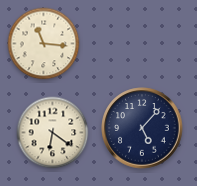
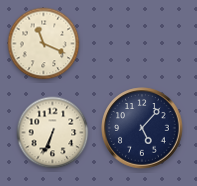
clock at (44, 44): 11:16 -> 11:19
clock at (53, 133): 6:21 -> 6:34
